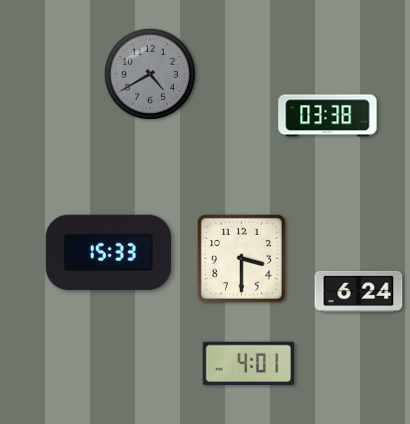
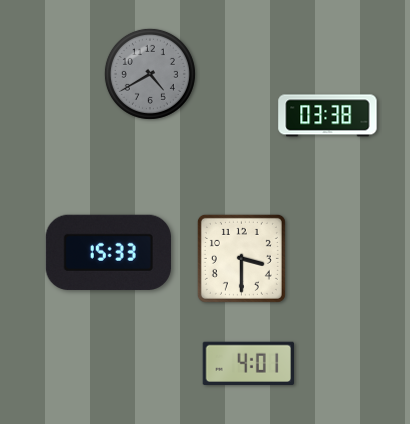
clock at (359, 291): 6:24 -> none
